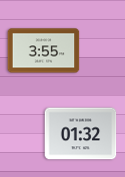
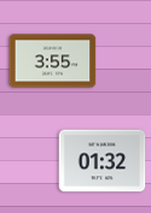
clock at (81, 134) position: (81, 134) -> (103, 161)
